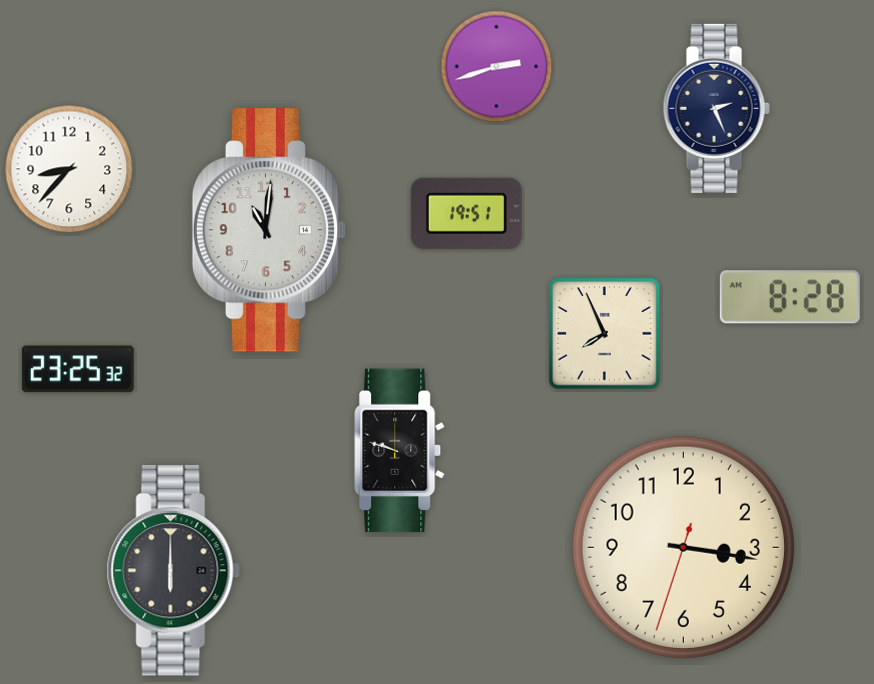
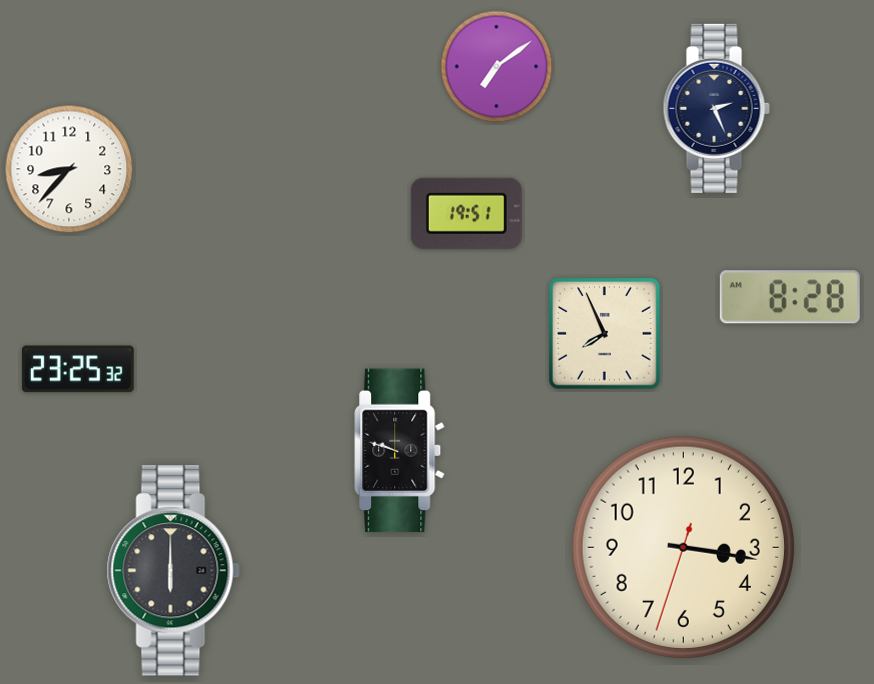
clock at (497, 67): 2:42 -> 7:09
clock at (269, 230): 11:01 -> none
